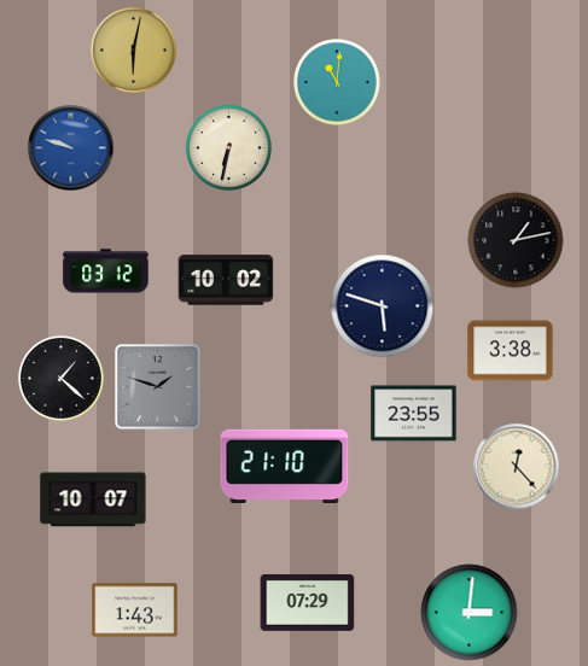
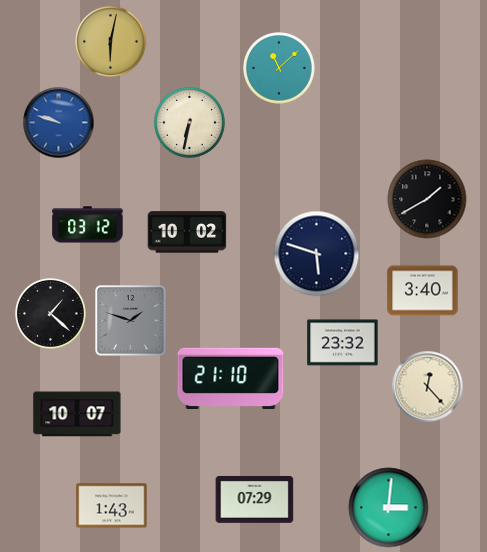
clock at (338, 83): 11:01 -> 11:08
clock at (516, 240): 1:13 -> 1:40
clock at (511, 351): 3:38 -> 3:40
clock at (414, 414): 23:55 -> 23:32
clock at (285, 466) position: (285, 466) -> (231, 378)
